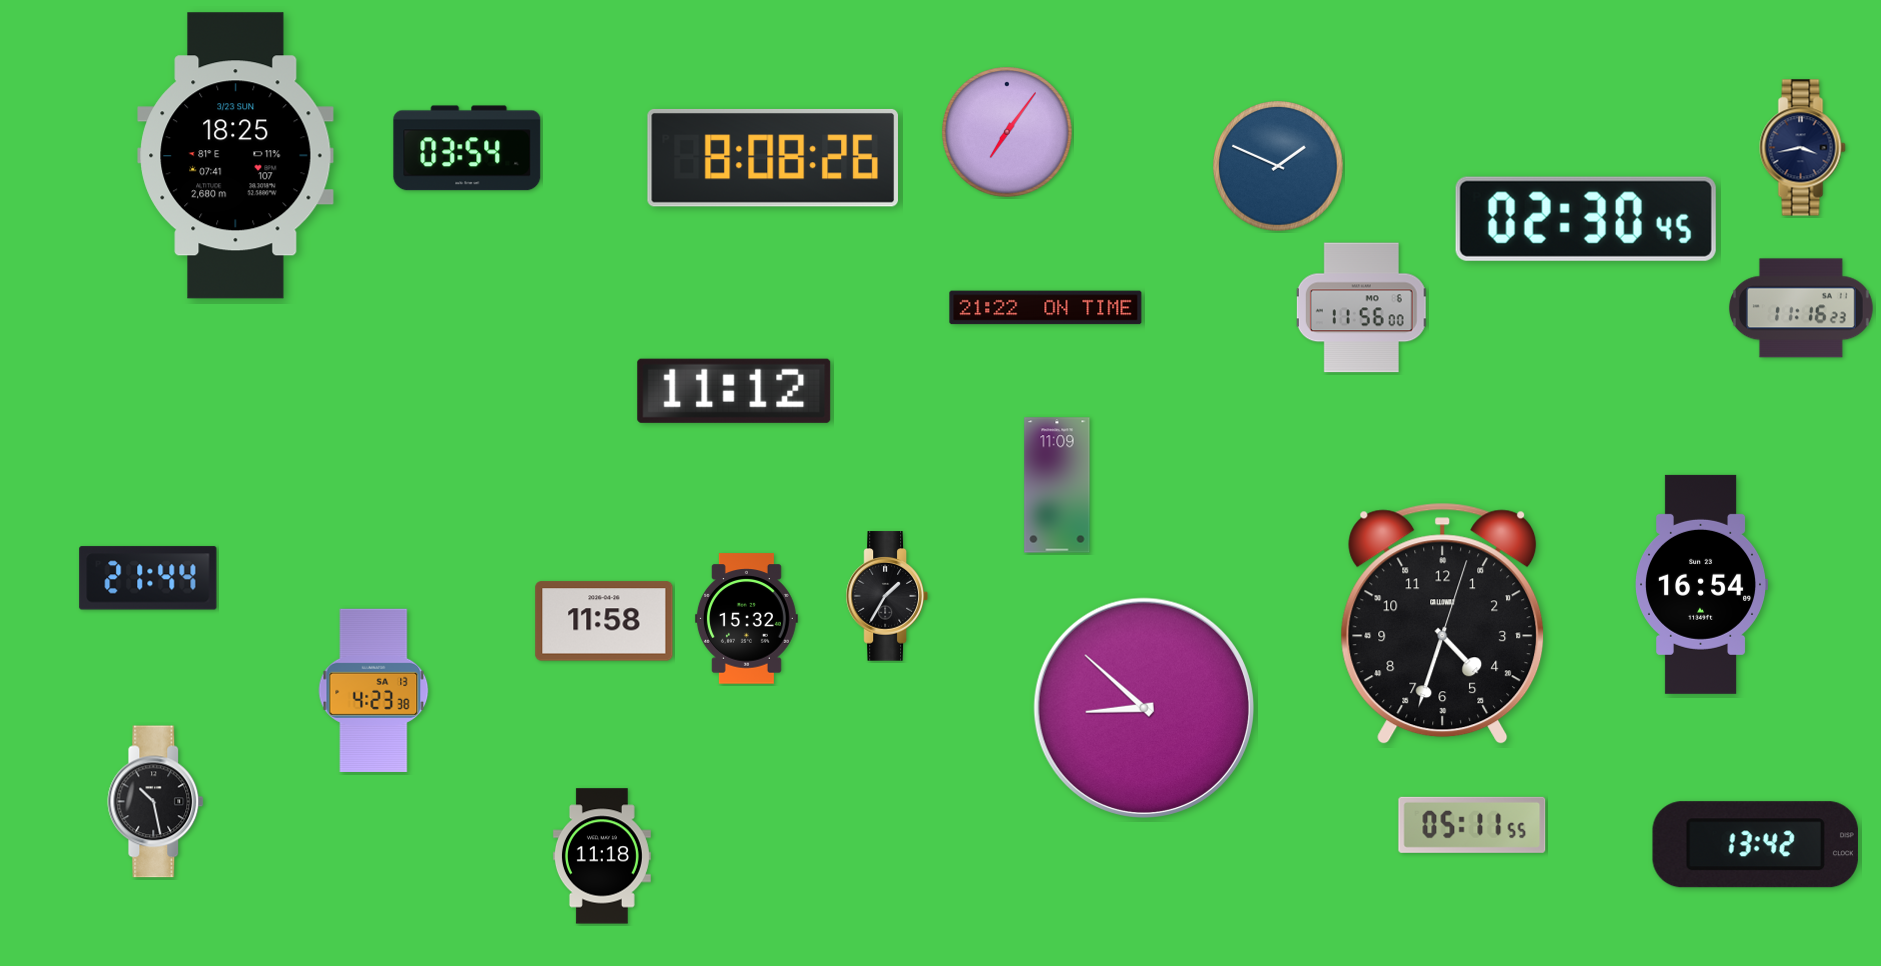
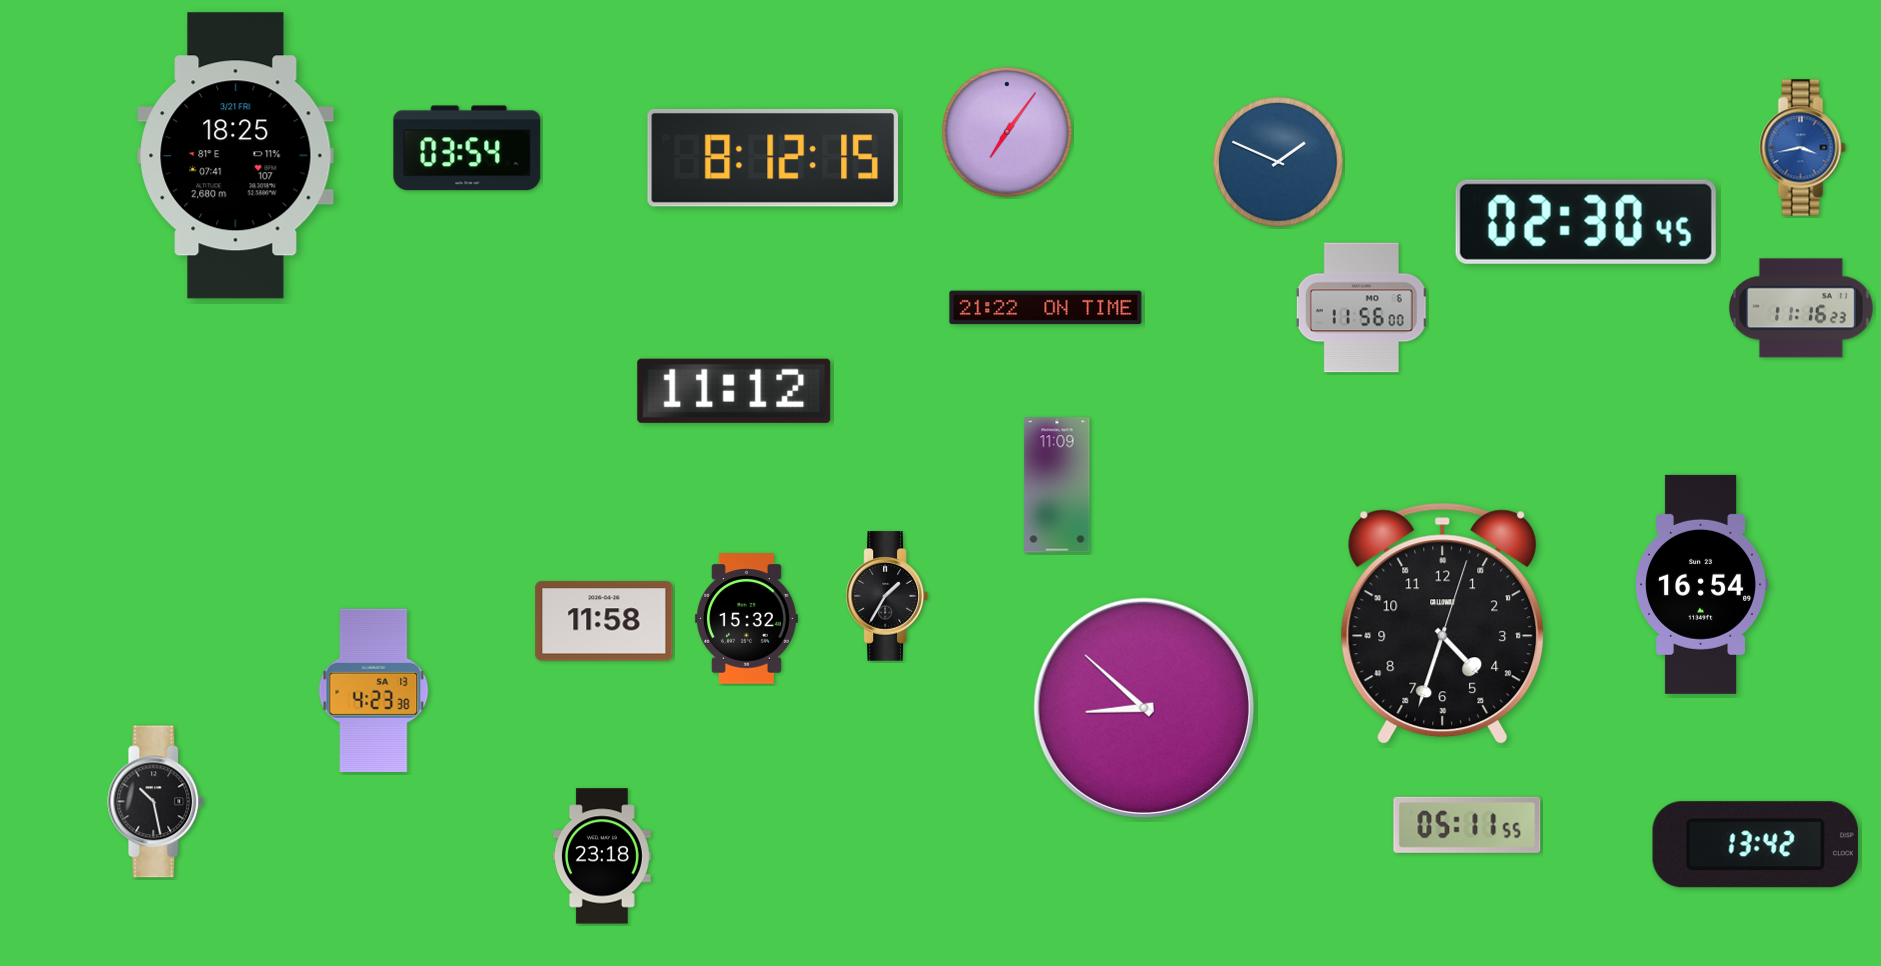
clock at (1803, 148) dial: navy -> blue
clock at (236, 156) date: 3/23 SUN -> 3/21 FRI
clock at (773, 158): 8:08 -> 8:12
clock at (1278, 166) position: (1278, 166) -> (1278, 162)
clock at (1586, 219) position: (1586, 219) -> (1586, 222)
clock at (148, 578): 21:44 -> none
clock at (1472, 825) position: (1472, 825) -> (1467, 825)
clock at (602, 856): 11:18 -> 23:18
